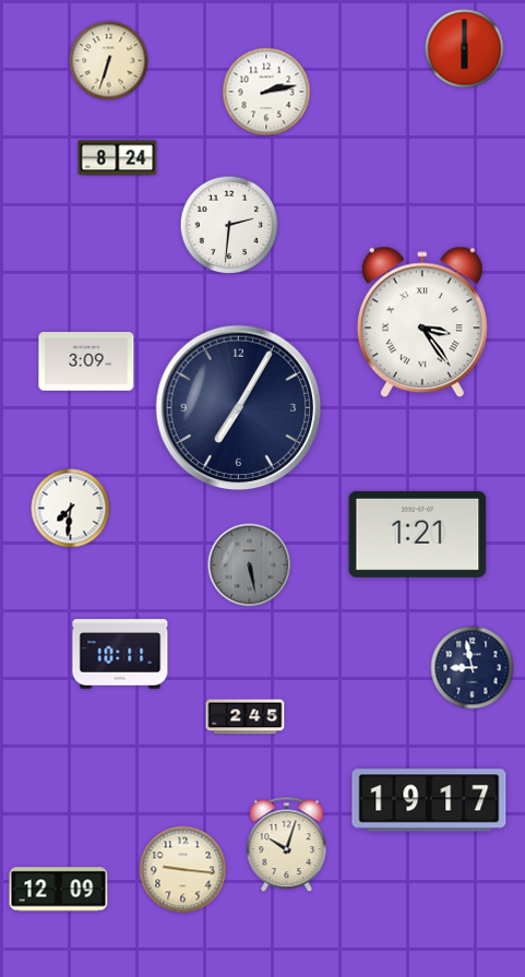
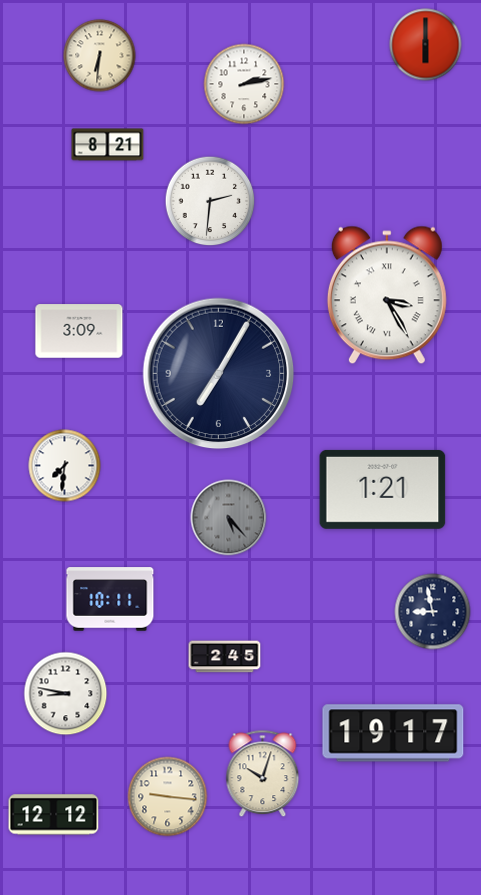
clock at (109, 61): 6:33 -> 6:31
clock at (118, 158): 8:24 -> 8:21
clock at (229, 225) position: (229, 225) -> (210, 201)
clock at (422, 322): 3:24 -> 3:25
clock at (250, 565): 5:28 -> 5:23
clock at (66, 694): none -> 8:47
clock at (59, 890): 12:09 -> 12:12
